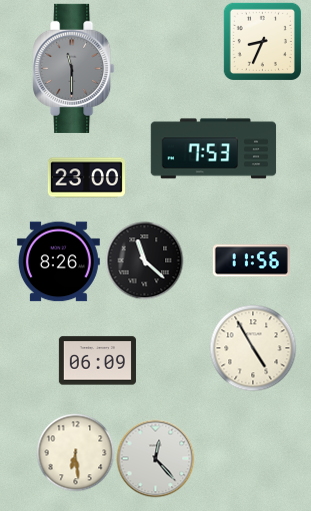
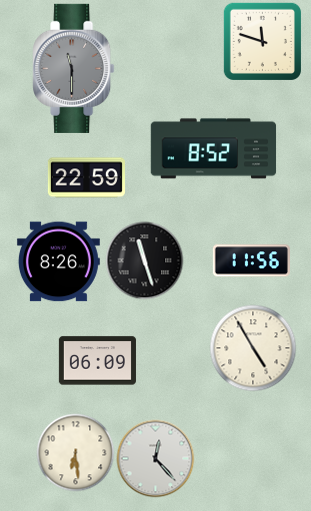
clock at (262, 41): 8:34 -> 11:48
clock at (214, 149): 7:53 -> 8:52
clock at (86, 178): 23:00 -> 22:59
clock at (144, 260): 11:22 -> 11:27
